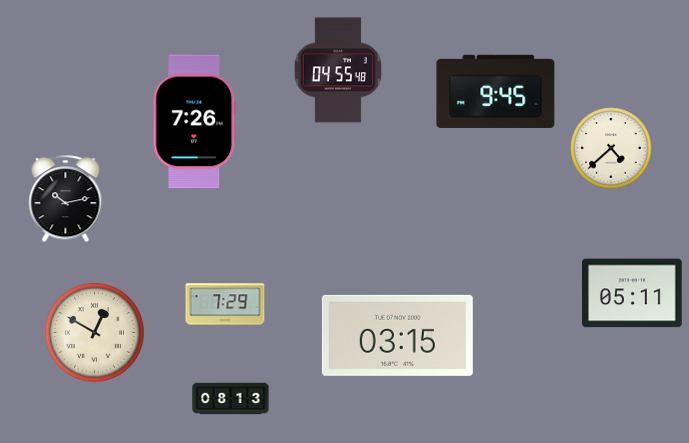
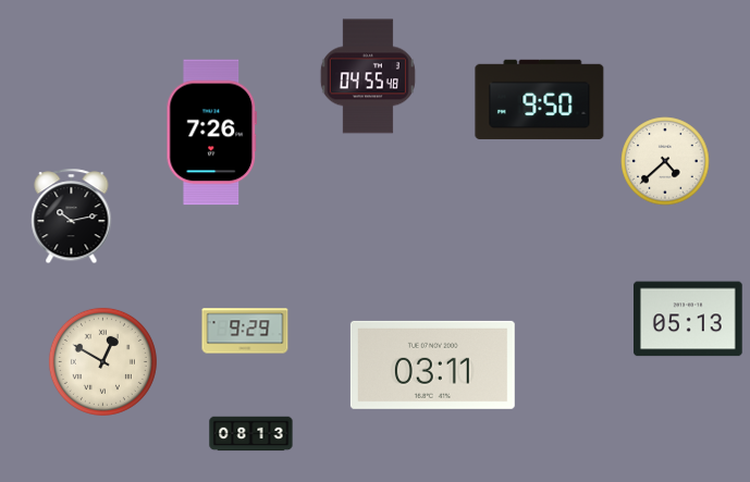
clock at (496, 91): 9:45 -> 9:50
clock at (632, 293): 05:11 -> 05:13
clock at (225, 304): 7:29 -> 9:29
clock at (397, 335): 03:15 -> 03:11
